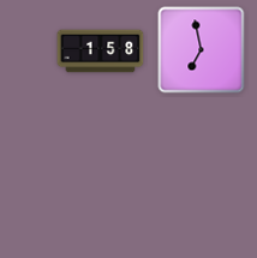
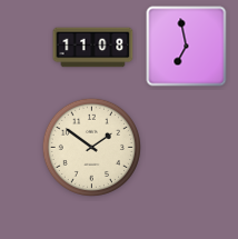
clock at (101, 52): 1:58 -> 11:08
clock at (91, 147): none -> 1:51
